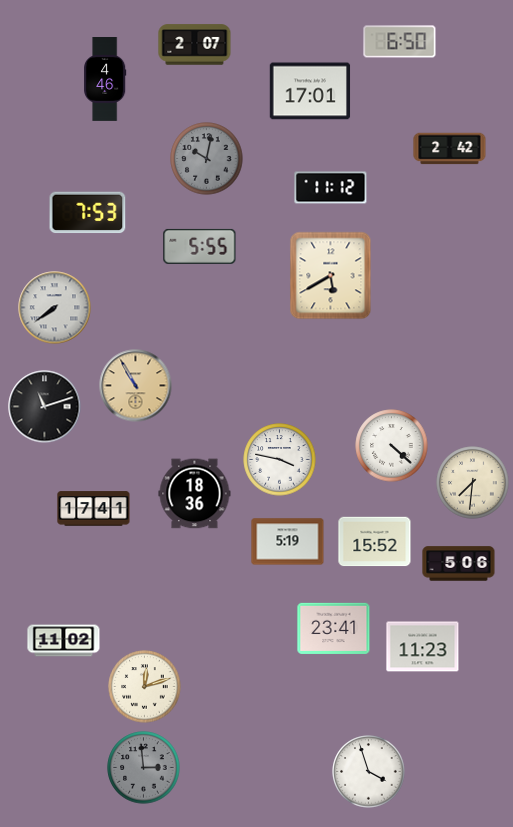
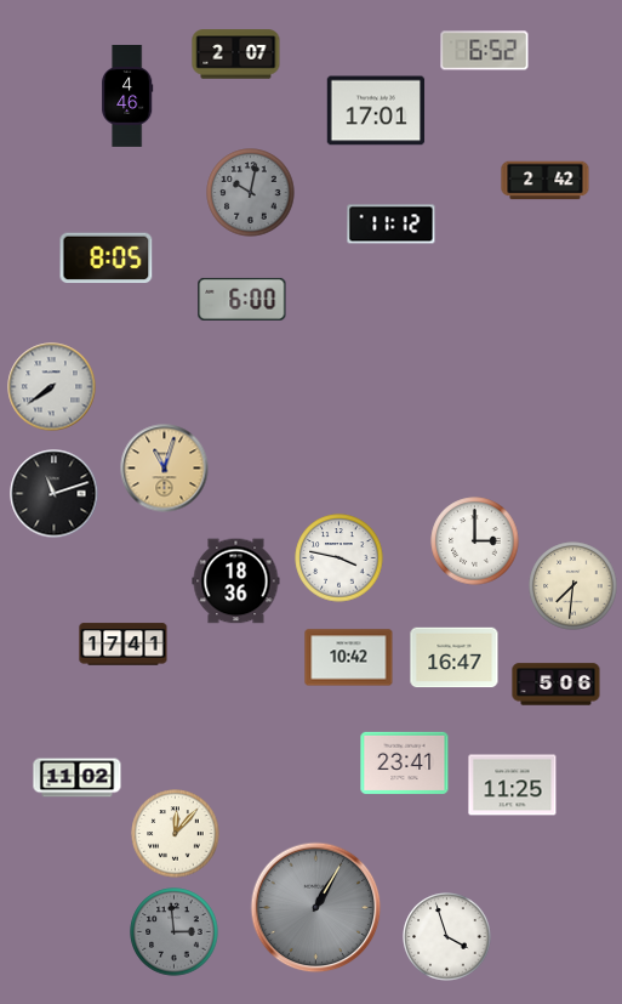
clock at (400, 42): 6:50 -> 6:52
clock at (331, 188) position: (331, 188) -> (392, 225)
clock at (88, 213): 7:53 -> 8:05
clock at (200, 246): 5:55 -> 6:00
clock at (331, 276): 5:40 -> none
clock at (55, 308) position: (55, 308) -> (52, 387)
clock at (136, 386): 10:55 -> 11:03
clock at (392, 446): 4:22 -> 3:00
clock at (195, 494) position: (195, 494) -> (236, 582)
clock at (94, 509) position: (94, 509) -> (124, 645)
clock at (288, 542): 5:19 -> 10:42
clock at (375, 542): 15:52 -> 16:47
clock at (423, 647): 11:23 -> 11:25
clock at (145, 687): 12:12 -> 12:07
clock at (316, 908): none -> 1:05
